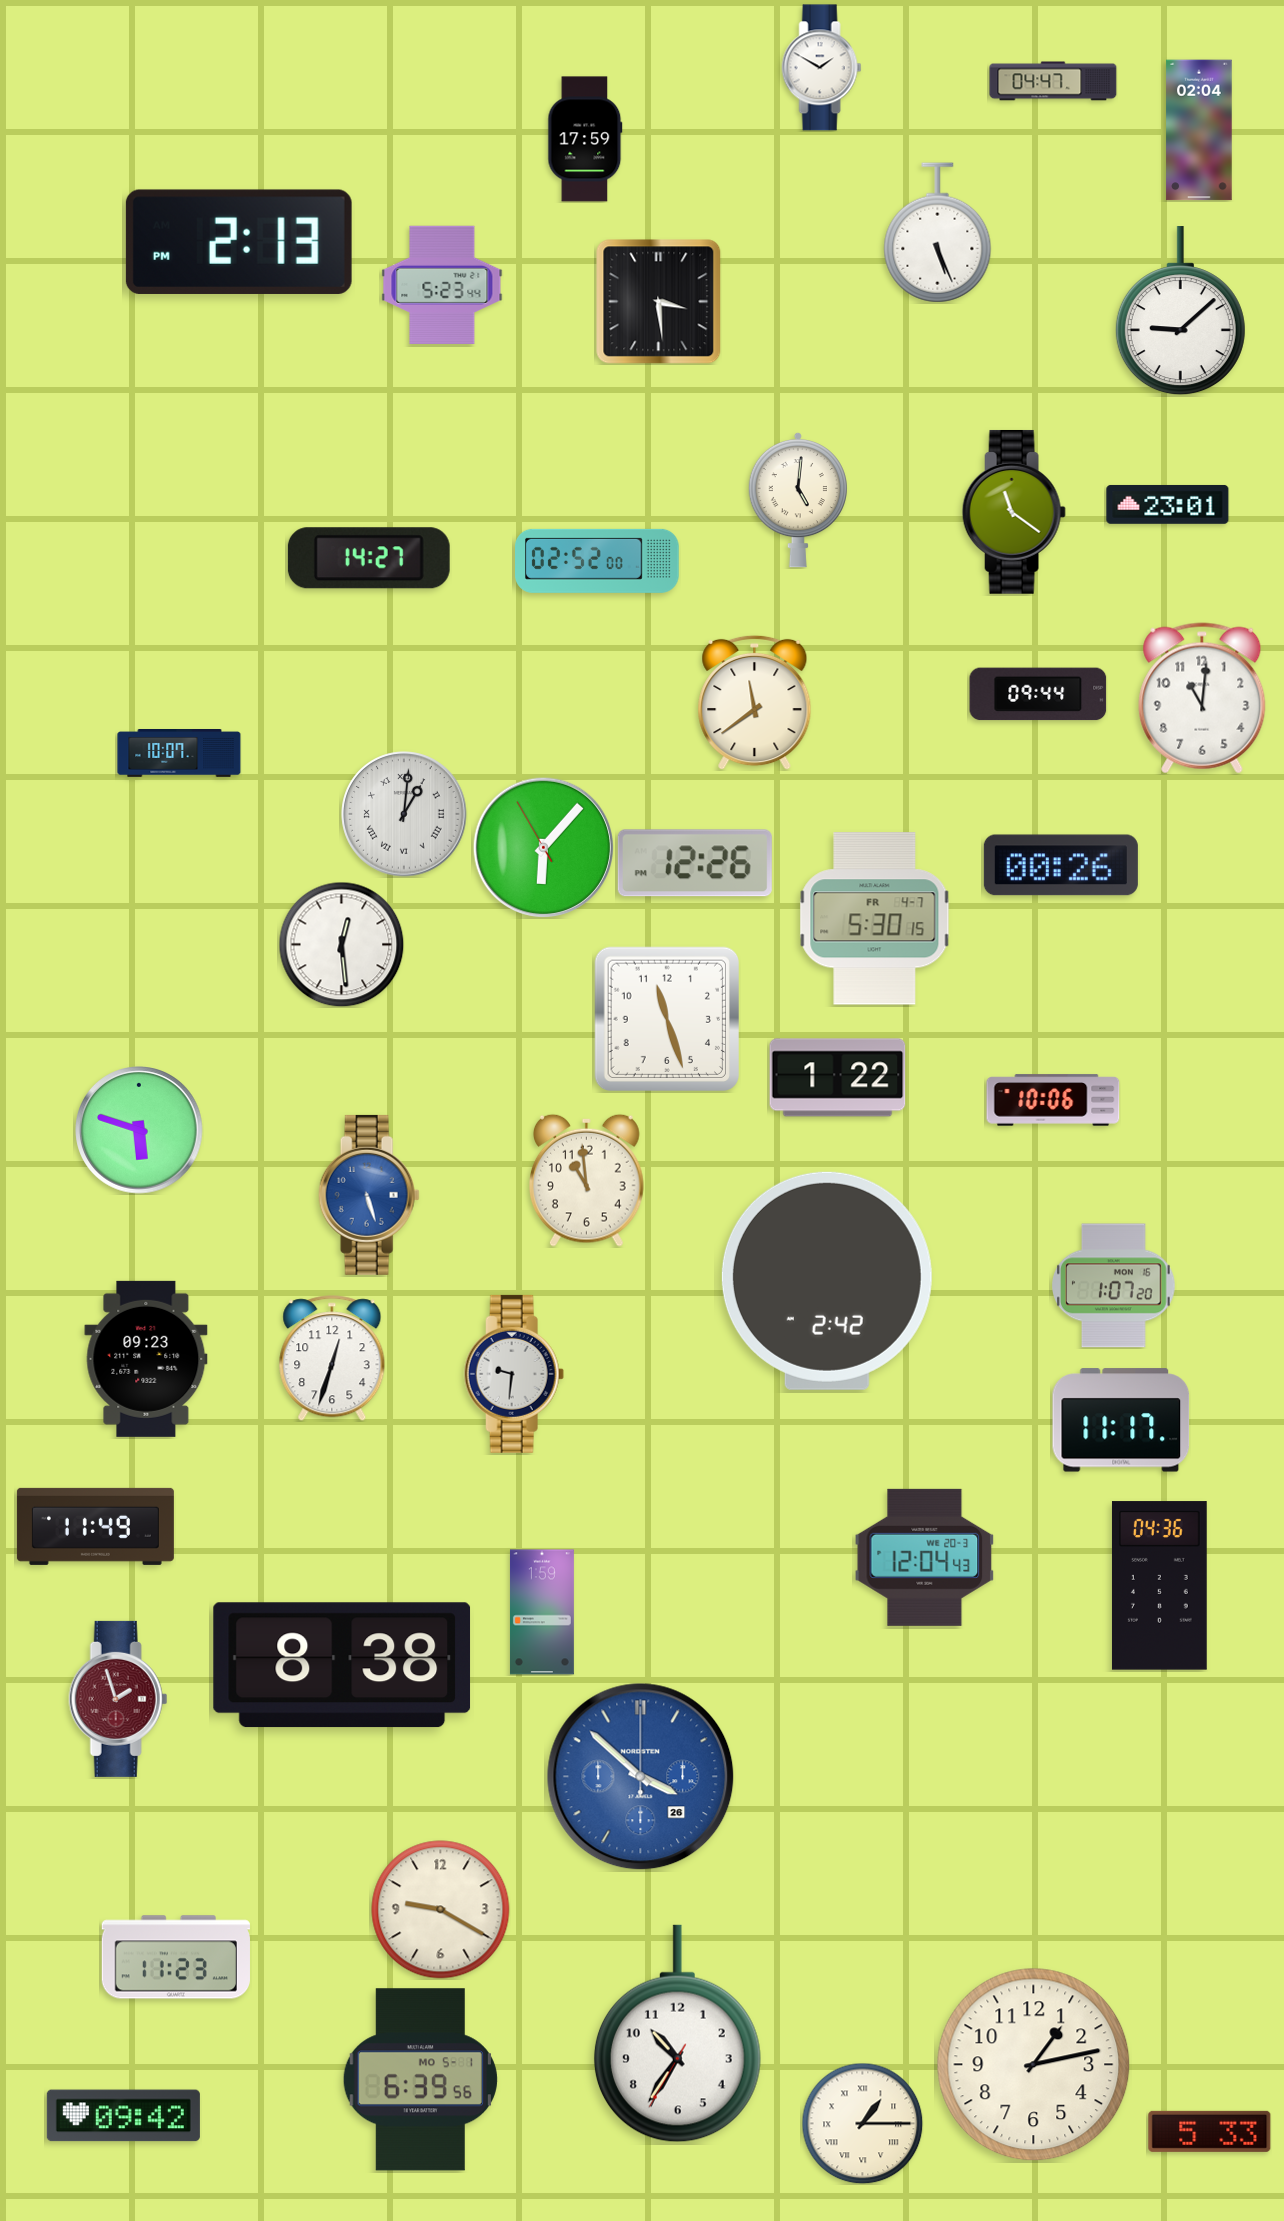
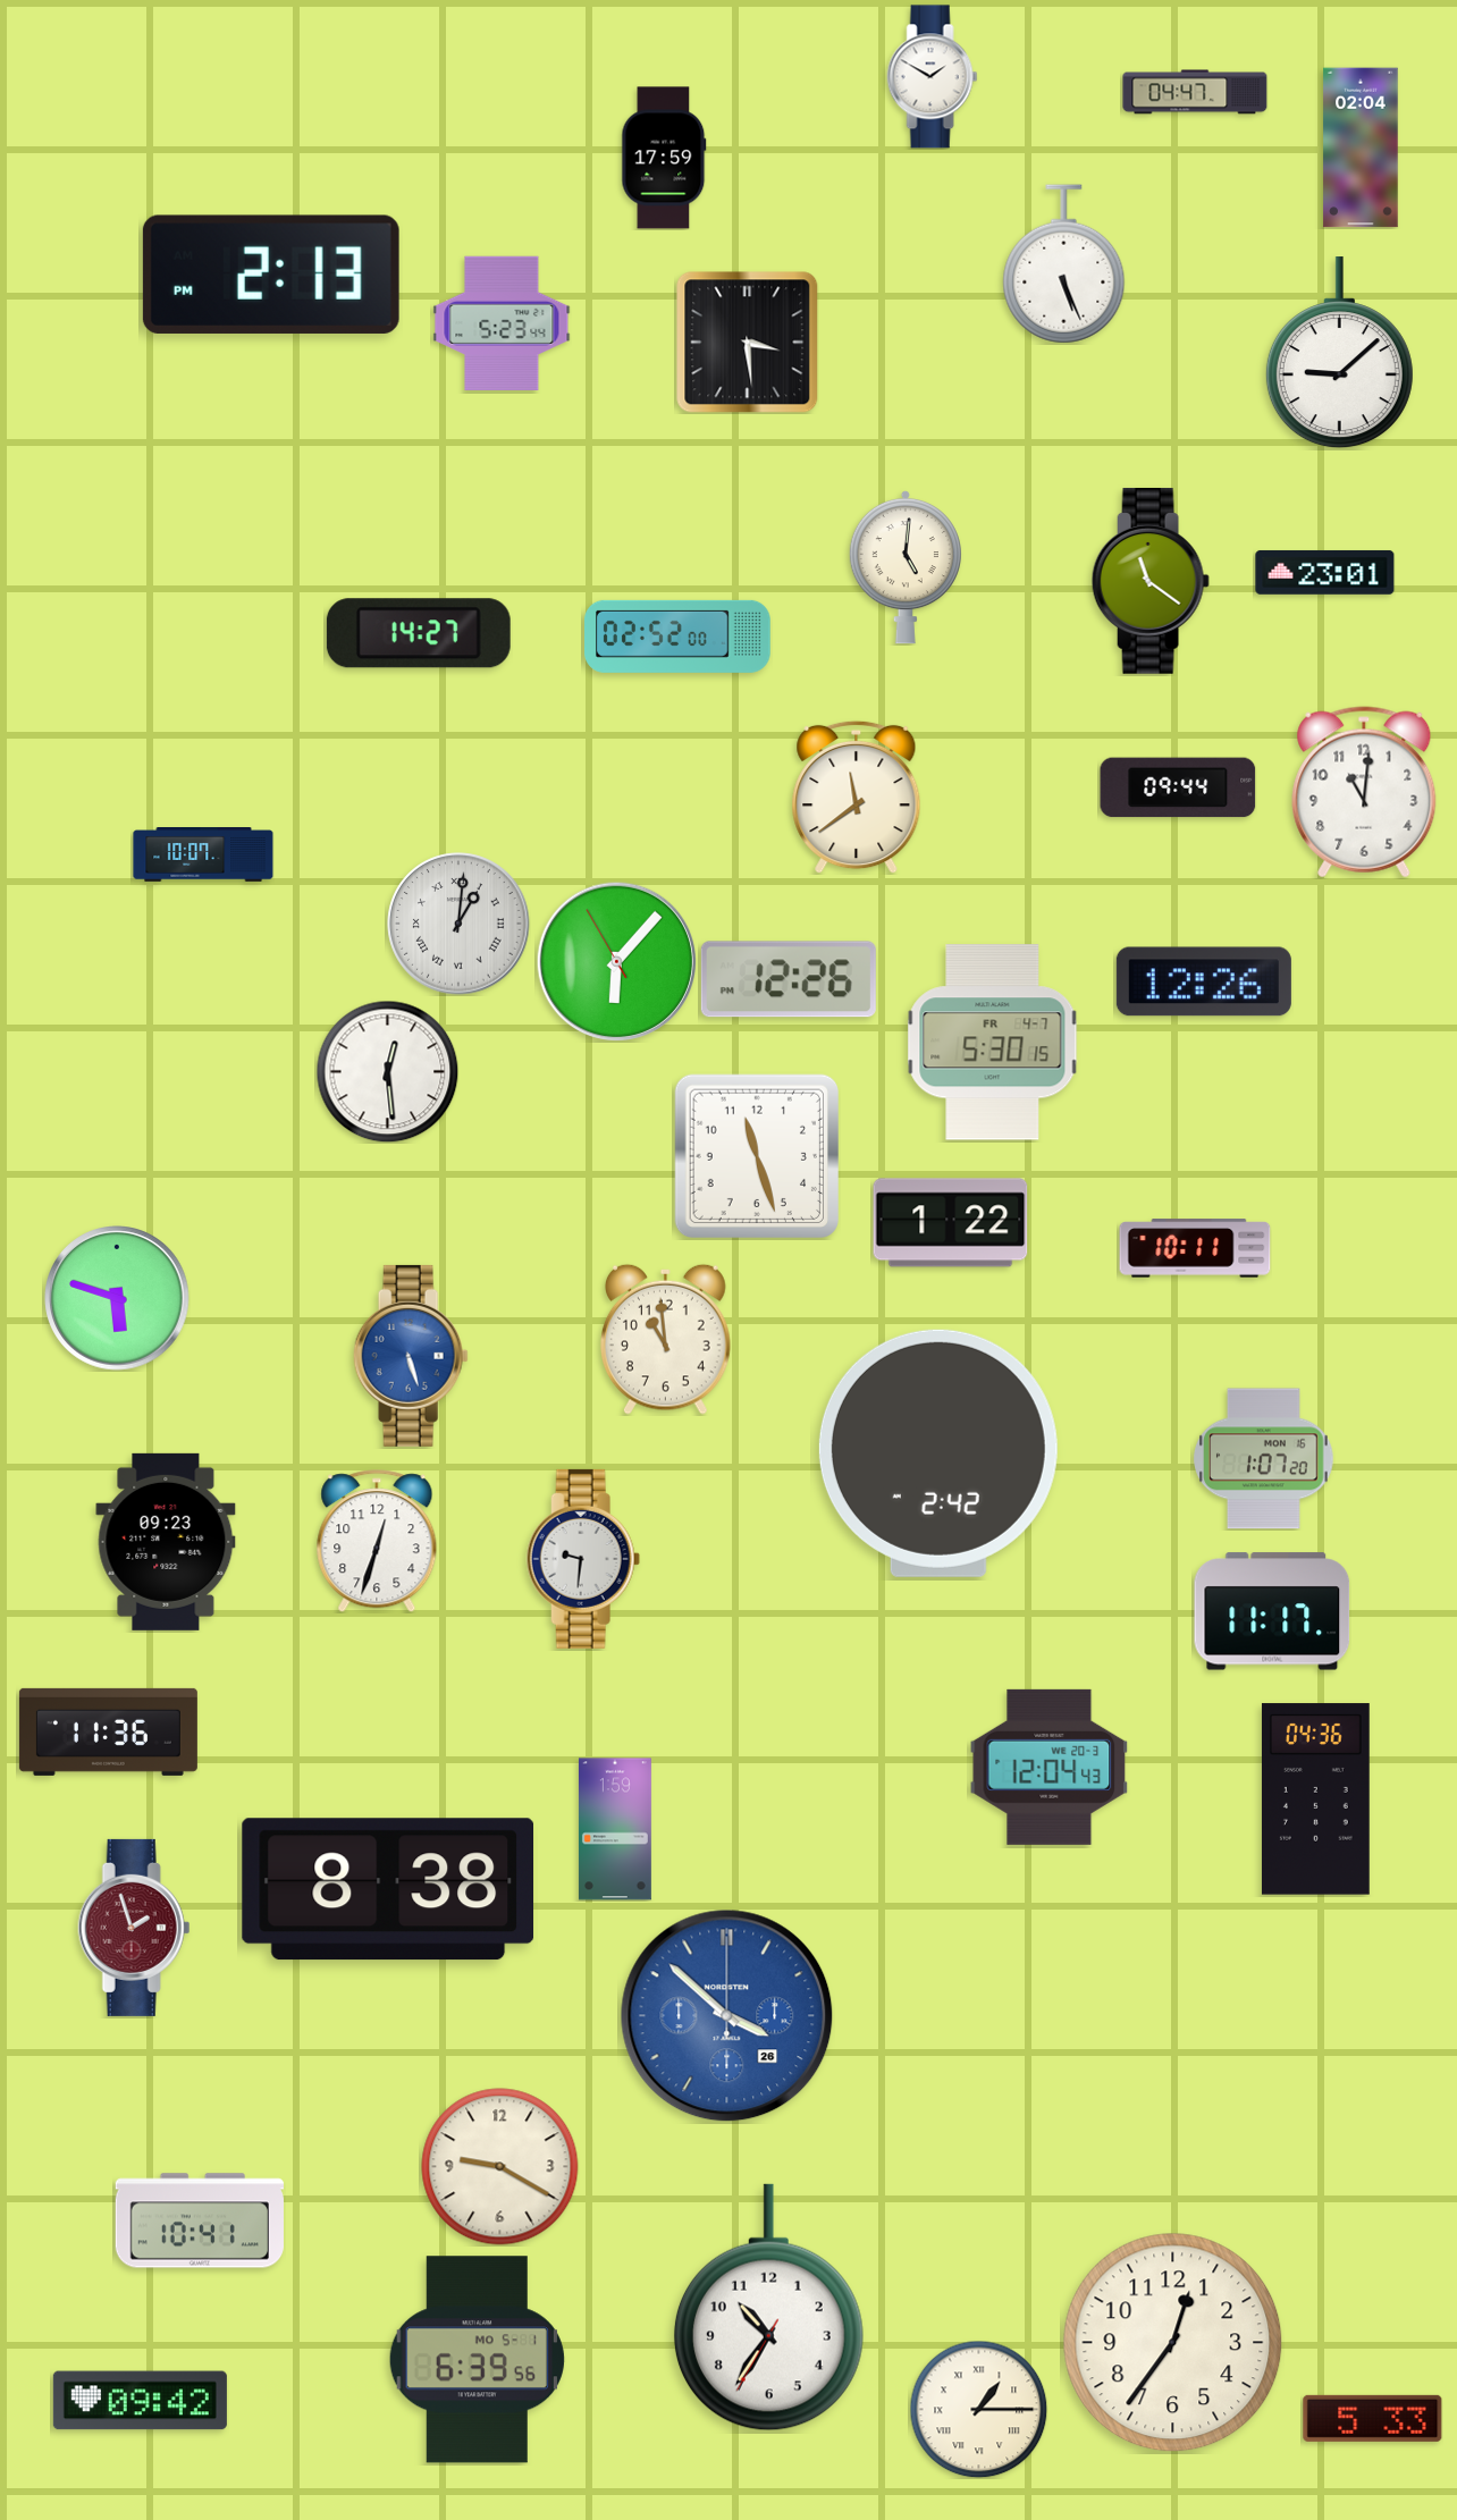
clock at (1061, 865): 00:26 -> 12:26
clock at (1053, 1100): 10:06 -> 10:11
clock at (139, 1130) position: (139, 1130) -> (117, 1298)
clock at (369, 1195) position: (369, 1195) -> (411, 1356)
clock at (95, 1526): 11:49 -> 11:36
clock at (176, 1957): 11:23 -> 10:41
clock at (1034, 2065): 1:13 -> 12:36
